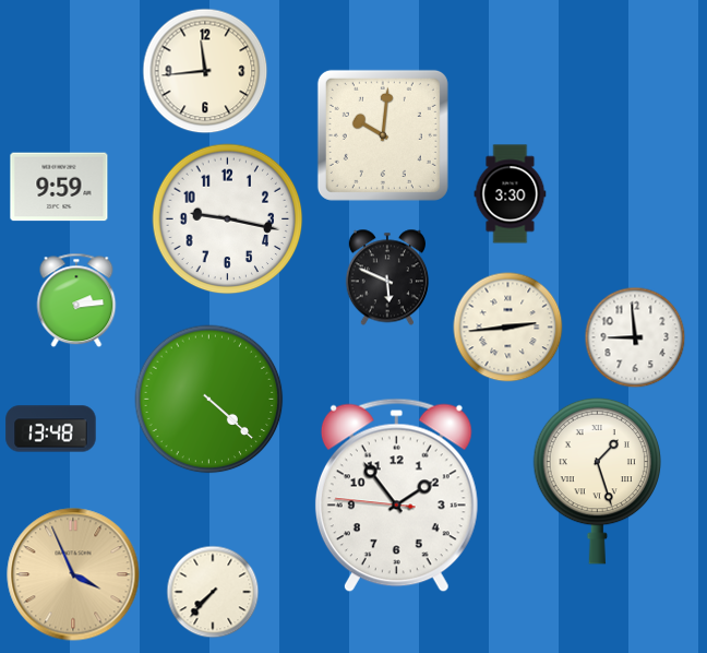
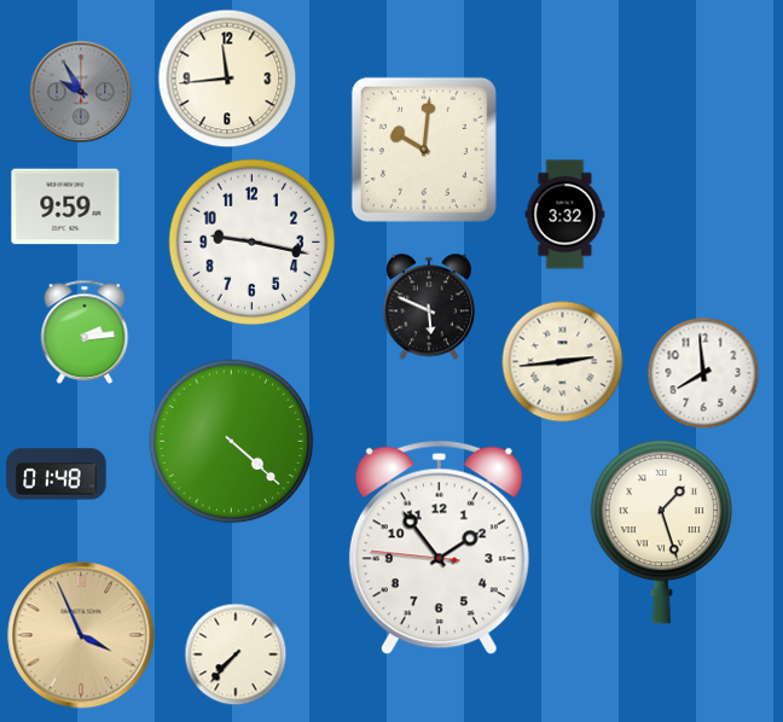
clock at (81, 92): none -> 9:55
clock at (511, 194): 3:30 -> 3:32
clock at (635, 337): 8:59 -> 7:59
clock at (51, 429): 13:48 -> 01:48
